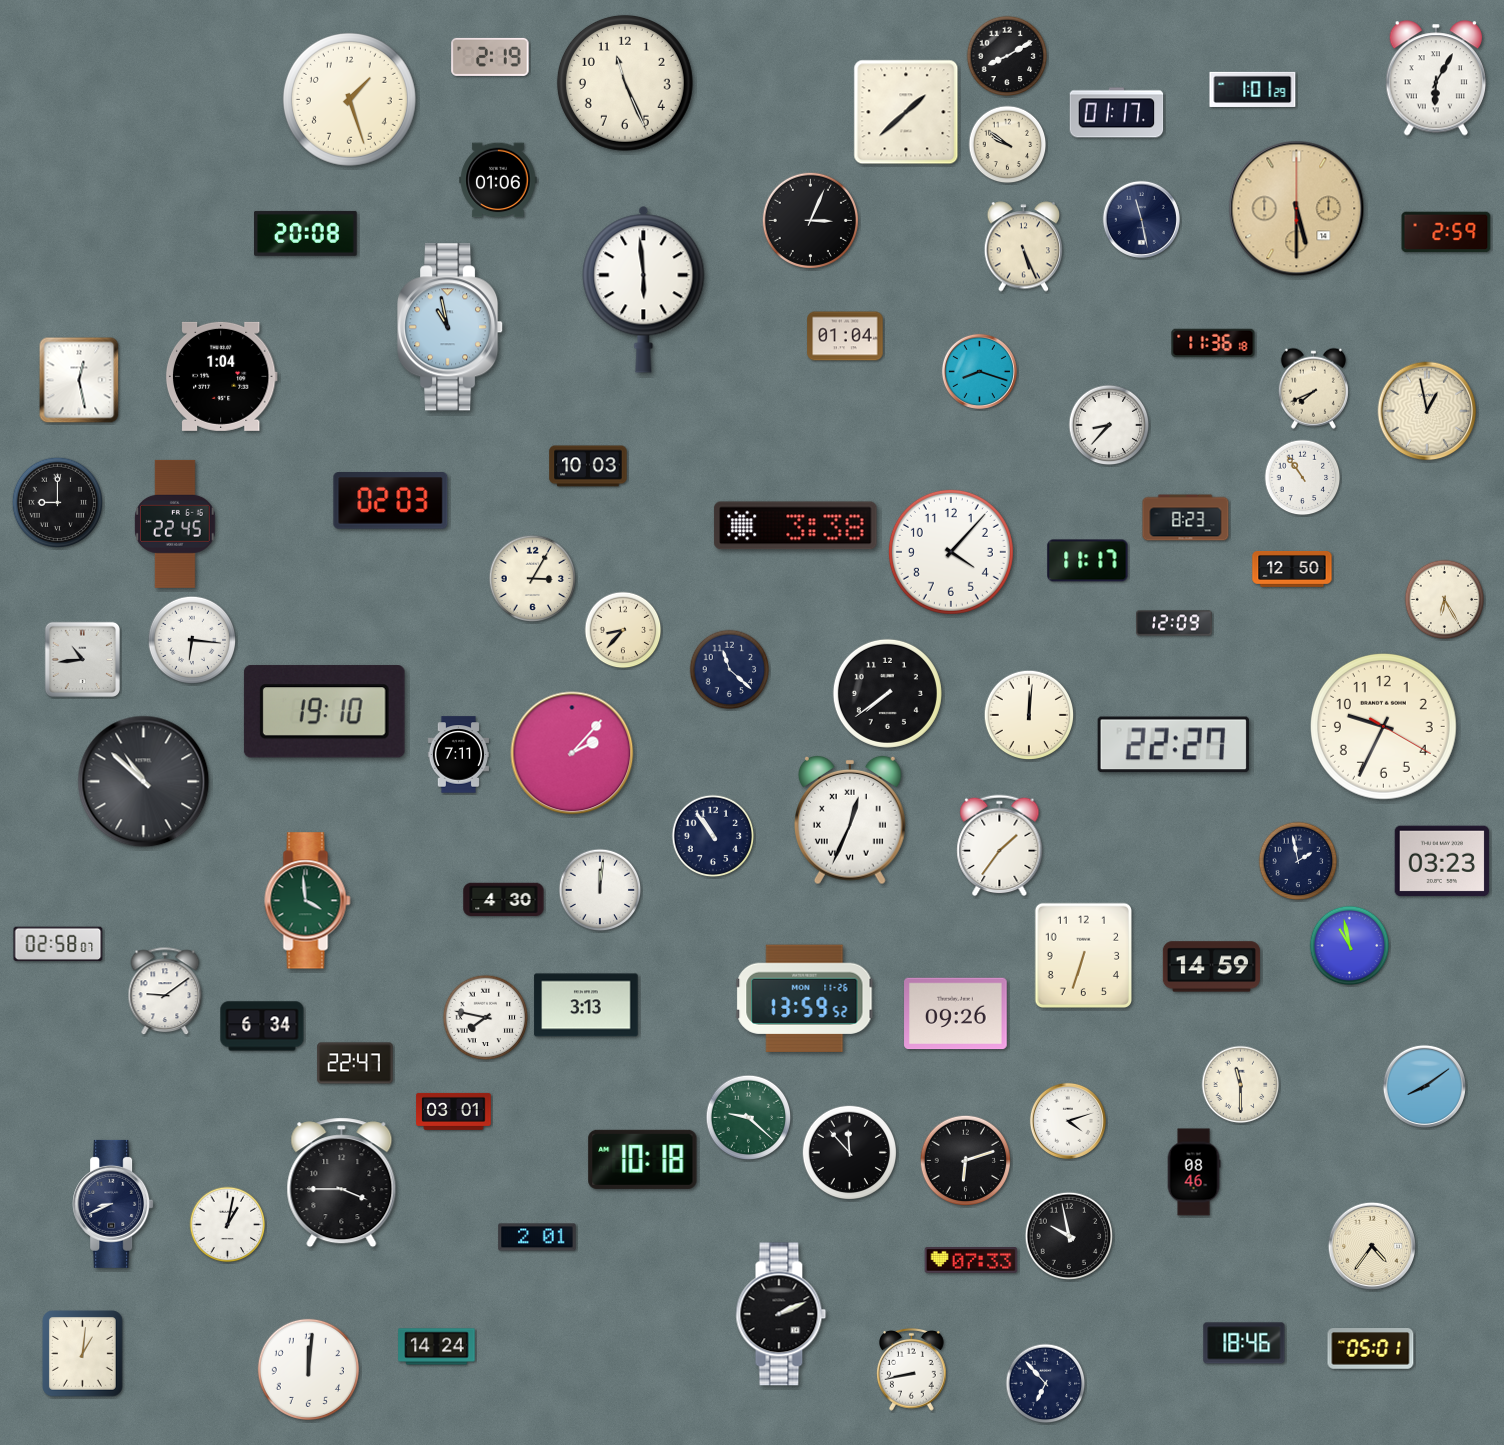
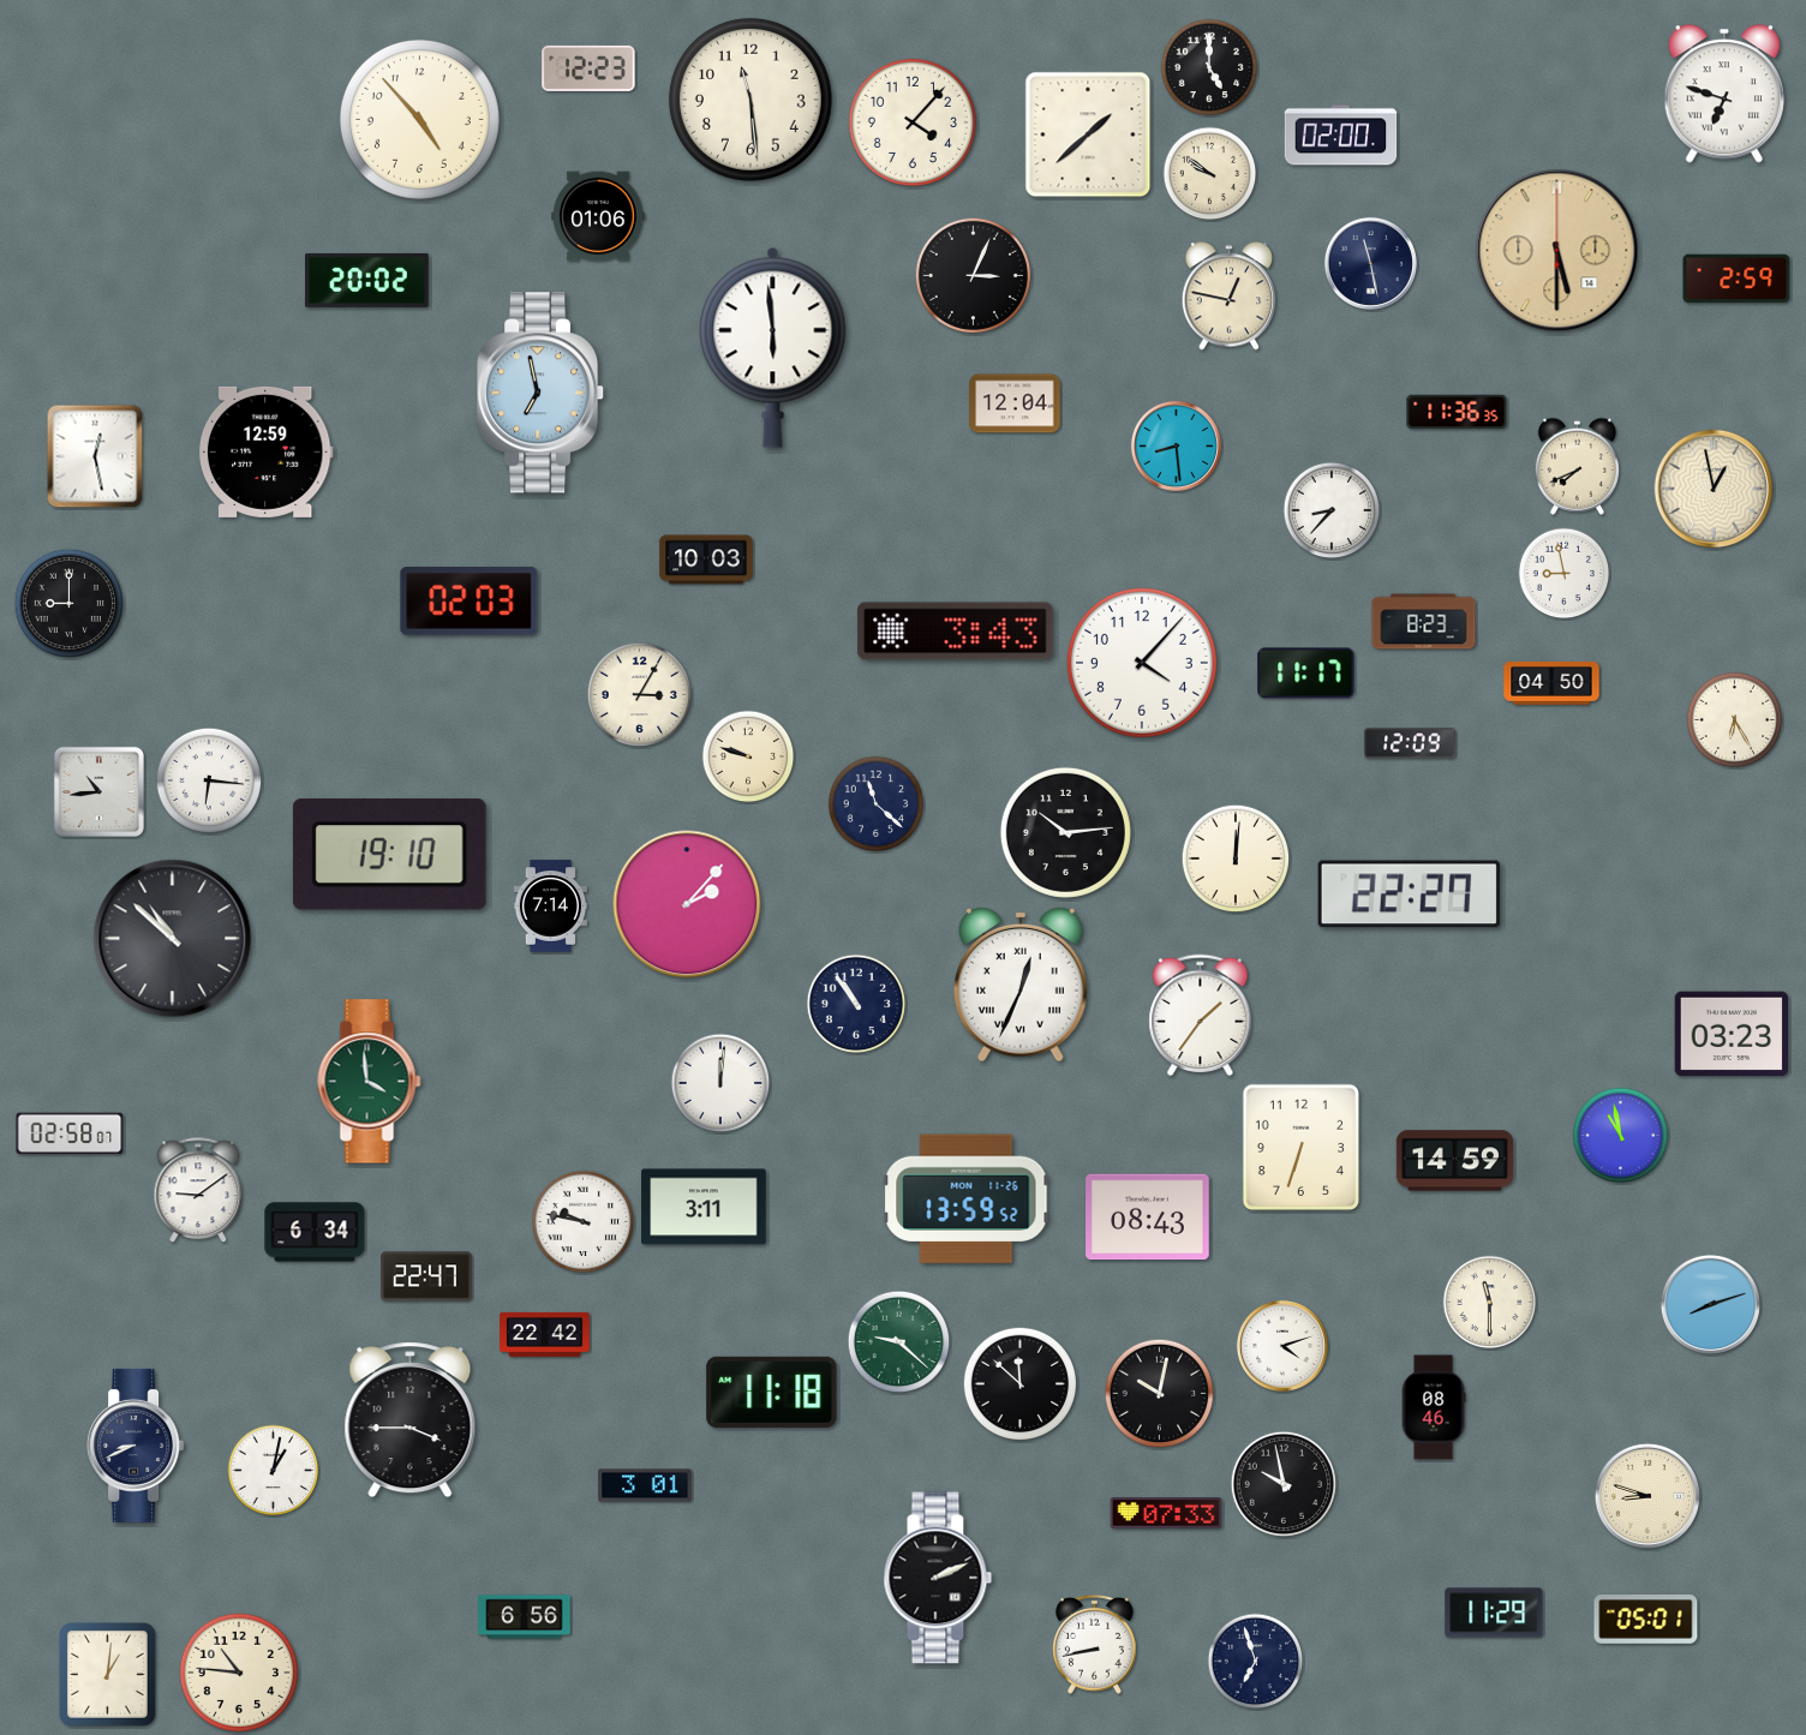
clock at (1007, 56): 8:10 -> 5:00
clock at (490, 57): 2:19 -> 12:23
clock at (1435, 78): 6:05 -> 6:48
clock at (625, 83): 11:26 -> 11:29
clock at (1253, 89): 1:01 -> none
clock at (349, 99): 1:27 -> 4:53
clock at (913, 122): none -> 4:07
clock at (1117, 113): 01:17 -> 02:00
clock at (810, 220) position: (810, 220) -> (973, 275)
clock at (306, 233): 20:08 -> 20:02
clock at (1024, 247): 5:26 -> 12:47
clock at (451, 327): 10:58 -> 6:58
clock at (845, 336): 01:04 -> 12:04
clock at (1213, 343): 11:36:18 -> 11:36:35
clock at (979, 371): 8:18 -> 8:29
clock at (221, 376): 1:04 -> 12:59
clock at (1427, 411) position: (1427, 411) -> (1714, 489)
clock at (1303, 478): 10:54 -> 8:58
clock at (175, 524): 22:45 -> none
clock at (796, 526): 3:38 -> 3:43
clock at (1292, 570): 12:50 -> 04:50
clock at (1174, 623) position: (1174, 623) -> (1410, 743)
clock at (623, 630): 8:37 -> 9:48
clock at (192, 640) position: (192, 640) -> (209, 780)
clock at (887, 693): 7:39 -> 10:14
clock at (1383, 726): 9:34 -> none
clock at (458, 755): 7:11 -> 7:14
clock at (1298, 861): 1:58 -> none
clock at (600, 890) position: (600, 890) -> (720, 1083)
clock at (504, 900): 4:30 -> none
clock at (586, 1005): 3:13 -> 3:11
clock at (956, 1014): 09:26 -> 08:43
clock at (486, 1018): 7:47 -> 9:47
clock at (1424, 1086): 8:09 -> 8:12
clock at (454, 1111): 03:01 -> 22:42
clock at (849, 1152): 11:53 -> 11:52
clock at (643, 1159): 10:18 -> 11:18
clock at (966, 1161): 6:12 -> 10:02
clock at (537, 1237): 2:01 -> 3:01
clock at (1371, 1245): 4:36 -> 8:48
clock at (1244, 1343): 18:46 -> 11:29
clock at (437, 1347): 14:24 -> 6:56
clock at (83, 1354) position: (83, 1354) -> (108, 1675)
clock at (308, 1369): 12:01 -> none
clock at (1046, 1384): 6:53 -> 6:57
clock at (239, 1673): none -> 10:46
